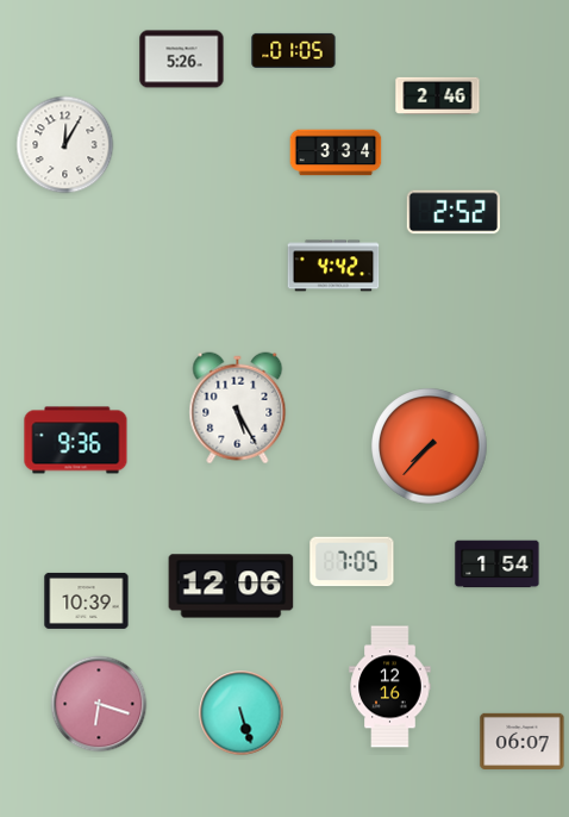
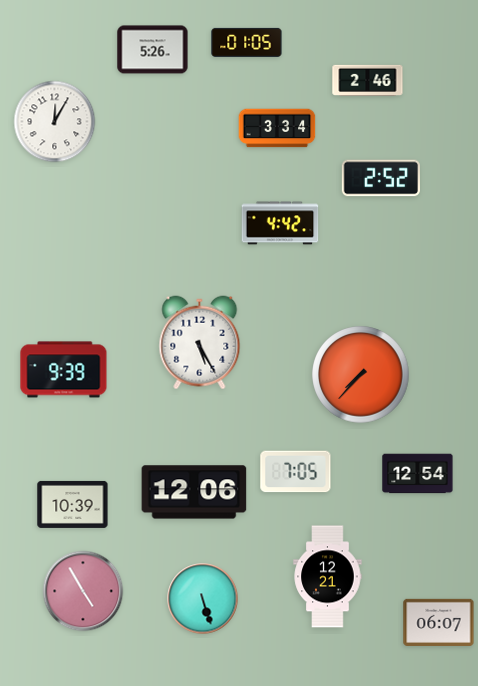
clock at (336, 152) position: (336, 152) -> (277, 128)
clock at (76, 441): 9:36 -> 9:39
clock at (498, 565): 1:54 -> 12:54
clock at (390, 687): 12:16 -> 12:21
clock at (99, 704): 6:18 -> 4:55
